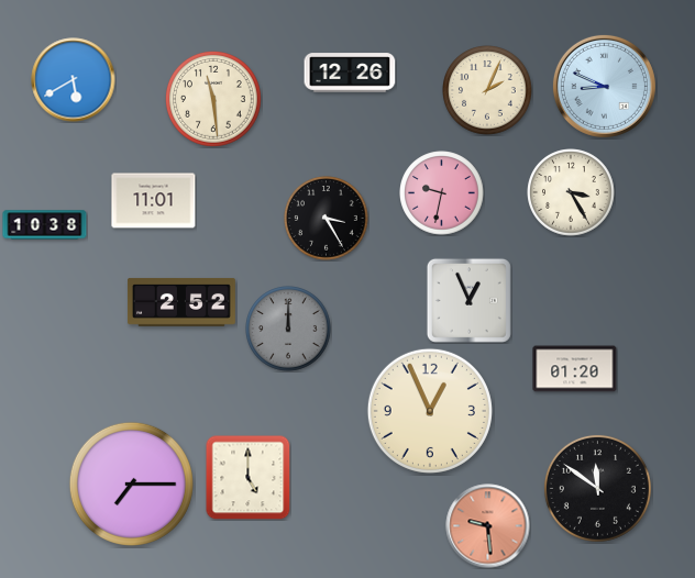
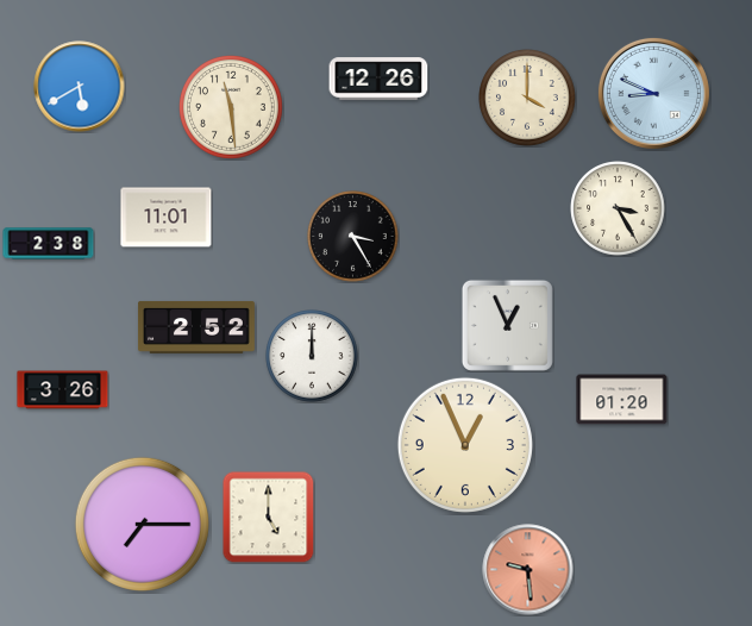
clock at (487, 90): 2:04 -> 4:00
clock at (442, 193): 9:32 -> none
clock at (45, 225): 10:38 -> 2:38
clock at (288, 329) dial: grey -> white
clock at (63, 390): none -> 3:26
clock at (597, 488): 11:51 -> none
